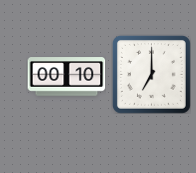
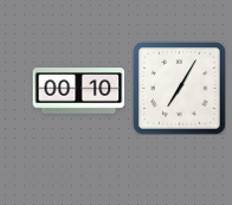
clock at (151, 74): 7:00 -> 7:05
